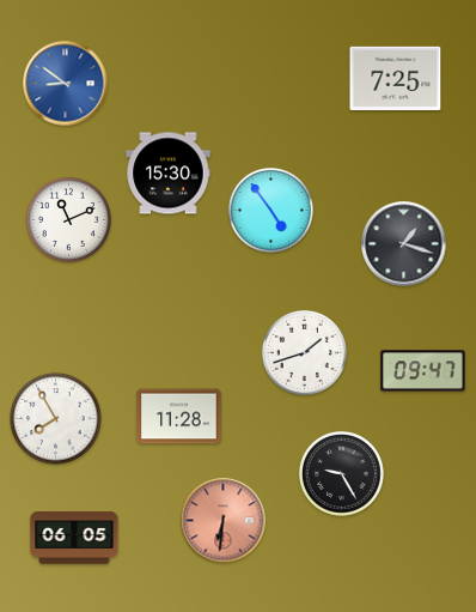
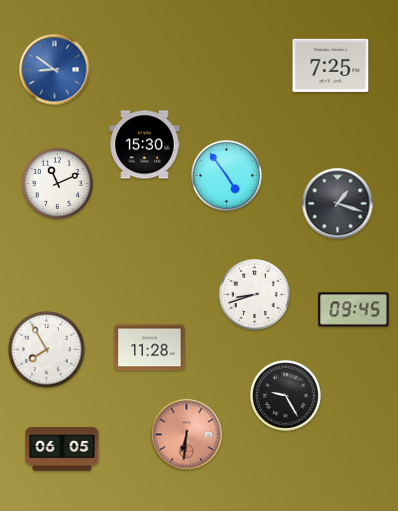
clock at (169, 174) position: (169, 174) -> (145, 145)
clock at (304, 352): 1:42 -> 8:42
clock at (423, 371): 09:47 -> 09:45
